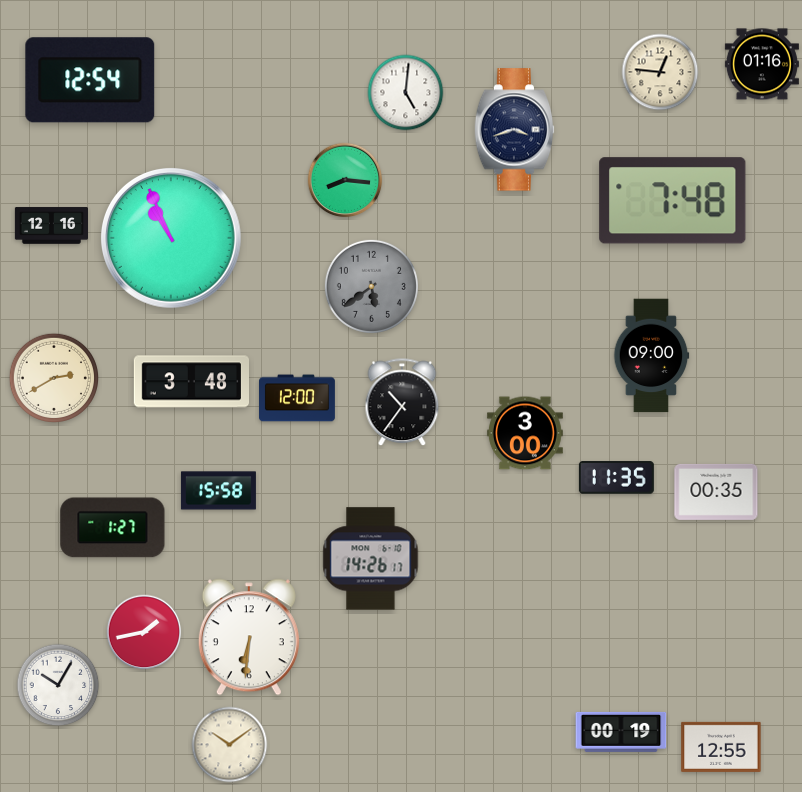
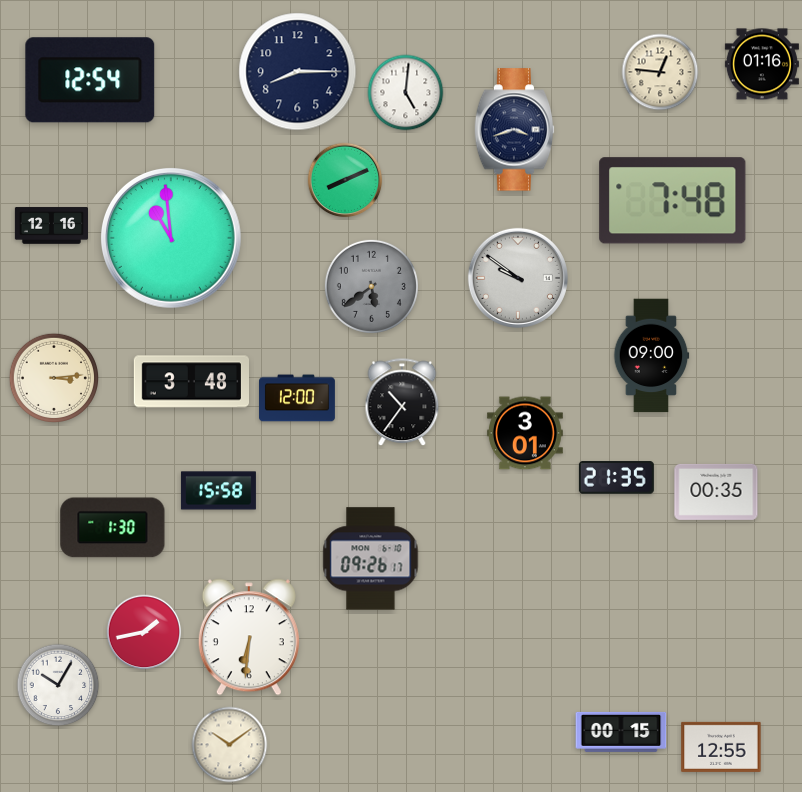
clock at (298, 72): none -> 8:15
clock at (345, 180): 8:16 -> 8:11
clock at (171, 238): 10:56 -> 10:59
clock at (518, 278): none -> 9:51
clock at (53, 377): 2:40 -> 3:14
clock at (525, 433): 3:00 -> 3:01
clock at (616, 478): 11:35 -> 21:35
clock at (113, 528): 1:27 -> 1:30
clock at (371, 559): 14:26 -> 09:26
clock at (621, 732): 00:19 -> 00:15
